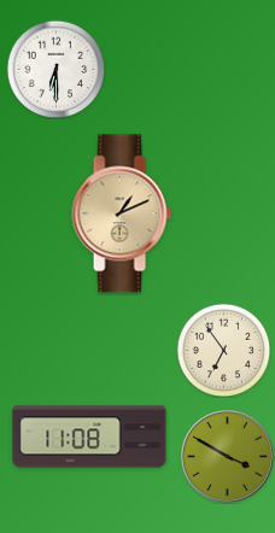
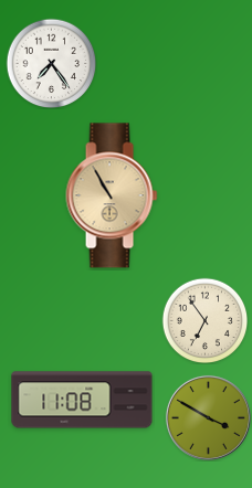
clock at (55, 69): 6:30 -> 7:24
clock at (122, 213): 1:11 -> 10:55
